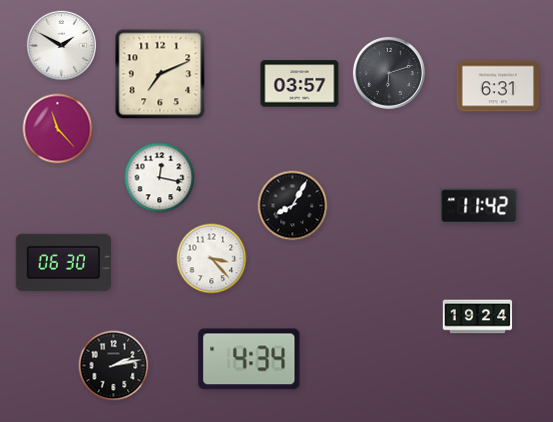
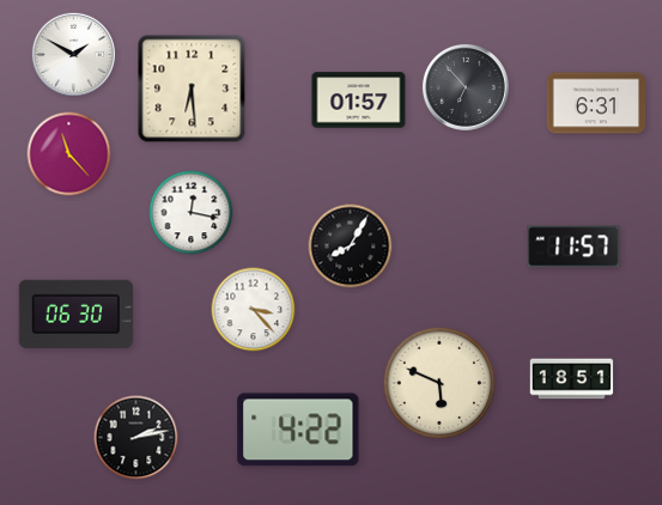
clock at (389, 73): 6:12 -> 6:53
clock at (160, 74): 7:11 -> 6:29
clock at (300, 84): 03:57 -> 01:57
clock at (479, 206): 11:42 -> 11:57
clock at (478, 317): 19:24 -> 18:51
clock at (439, 383): none -> 5:49
clock at (249, 359): 4:34 -> 4:22
